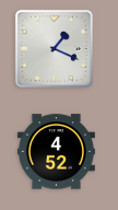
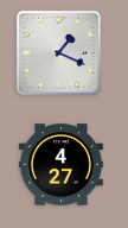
clock at (56, 152): 4:52 -> 4:27
